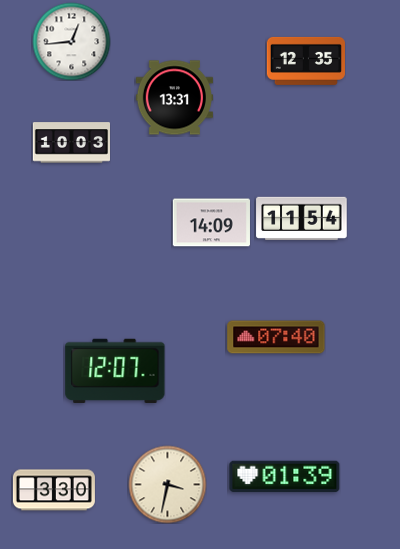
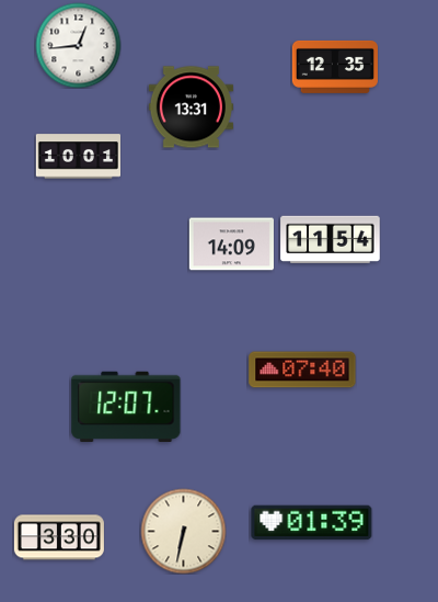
clock at (71, 143): 10:03 -> 10:01
clock at (167, 484): 3:32 -> 6:32
